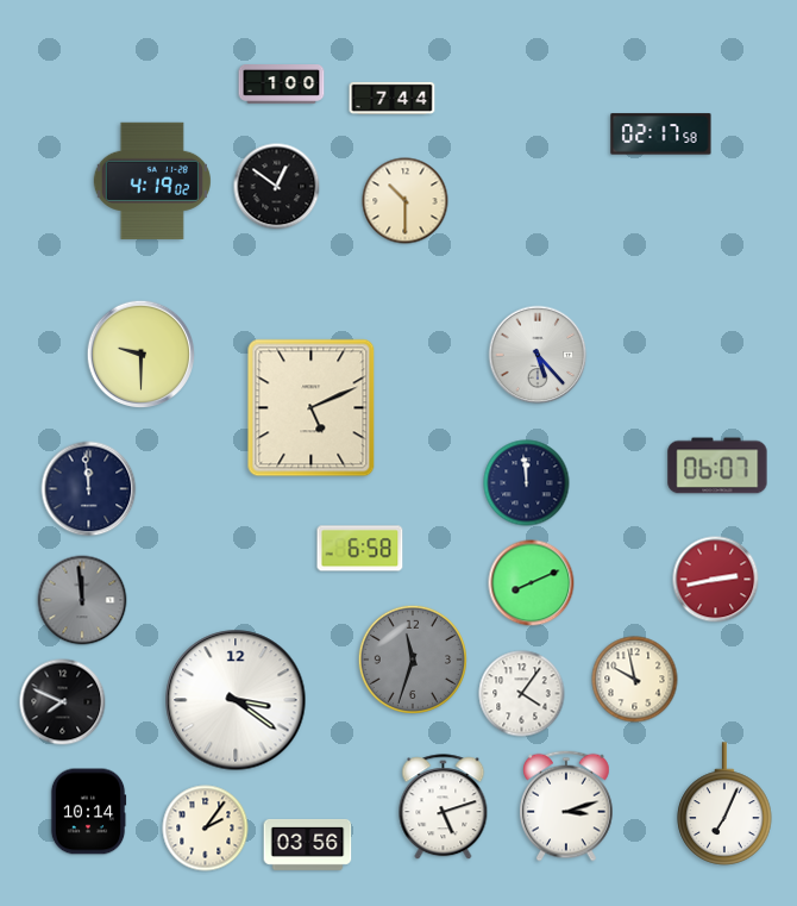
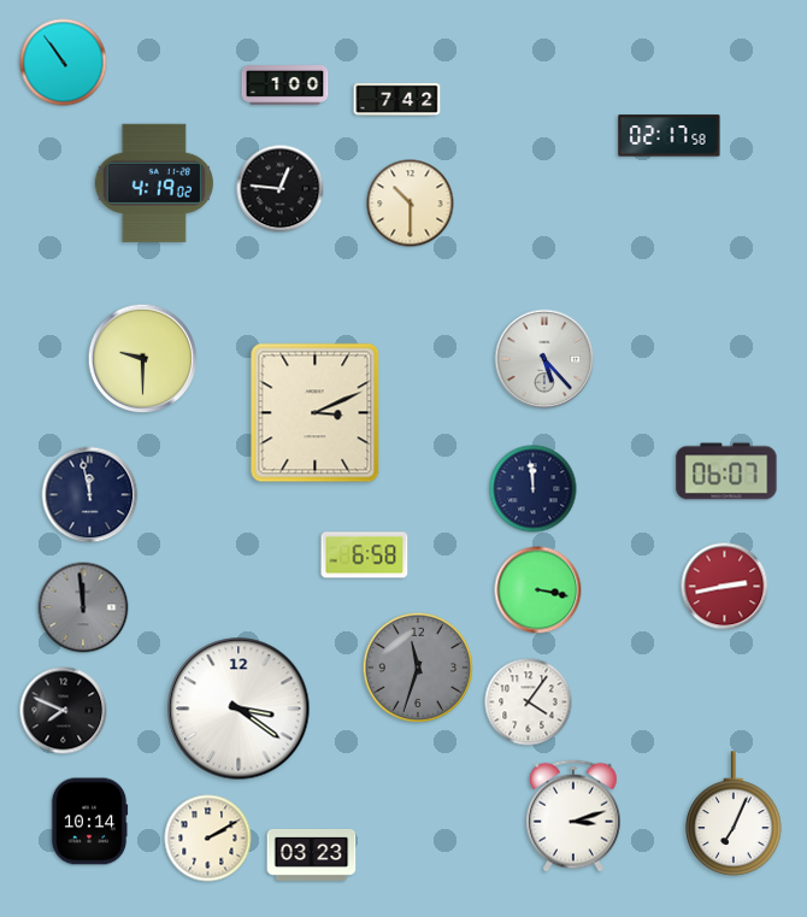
clock at (64, 63): none -> 10:54
clock at (393, 98): 7:44 -> 7:42
clock at (277, 187): 12:51 -> 12:46
clock at (312, 408): 5:11 -> 3:11
clock at (89, 489): 11:59 -> 11:58
clock at (532, 583): 8:11 -> 3:17
clock at (635, 680): 9:58 -> none
clock at (444, 807): 5:12 -> none
clock at (206, 829): 2:06 -> 2:10
clock at (308, 844): 03:56 -> 03:23
